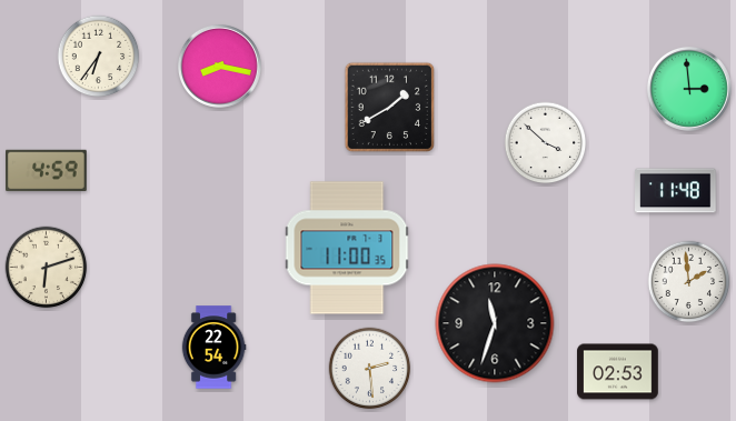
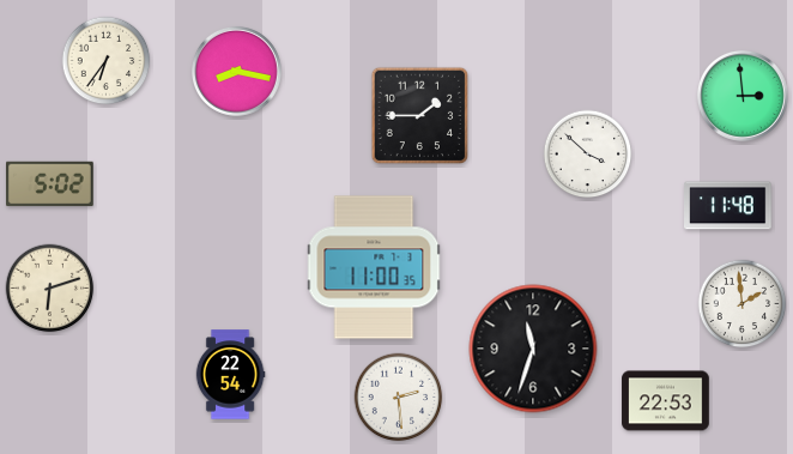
clock at (389, 107): 1:40 -> 1:45
clock at (47, 171): 4:59 -> 5:02
clock at (618, 372): 02:53 -> 22:53
